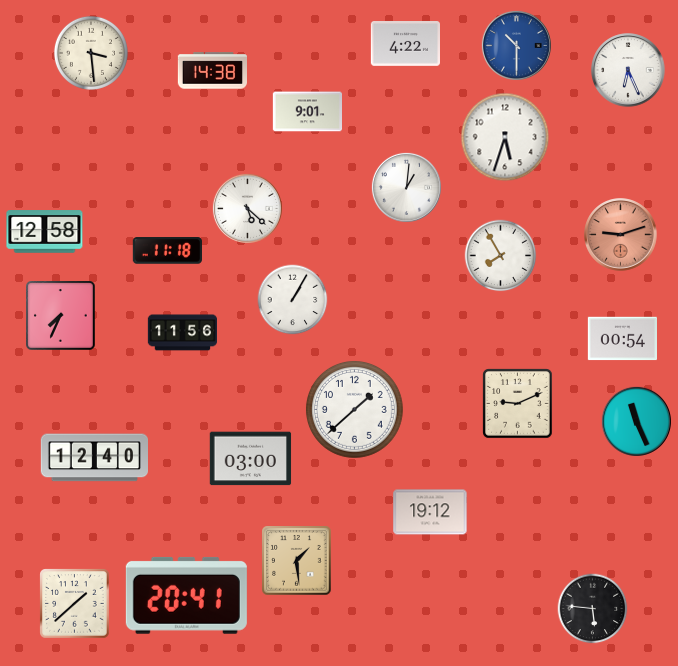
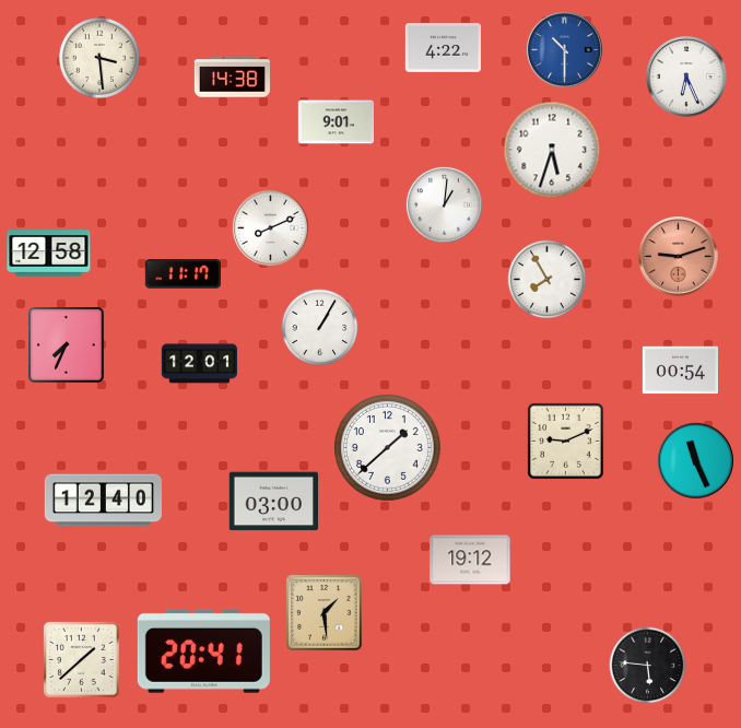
clock at (247, 208): 5:22 -> 8:11
clock at (167, 251): 11:18 -> 11:17
clock at (182, 333): 11:56 -> 12:01
